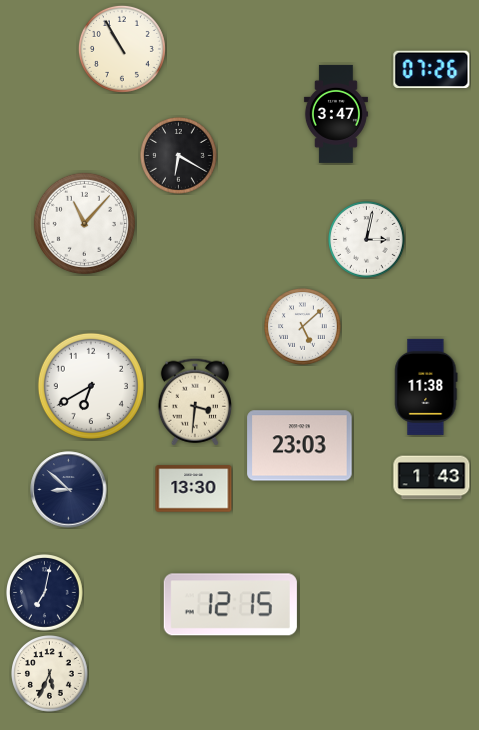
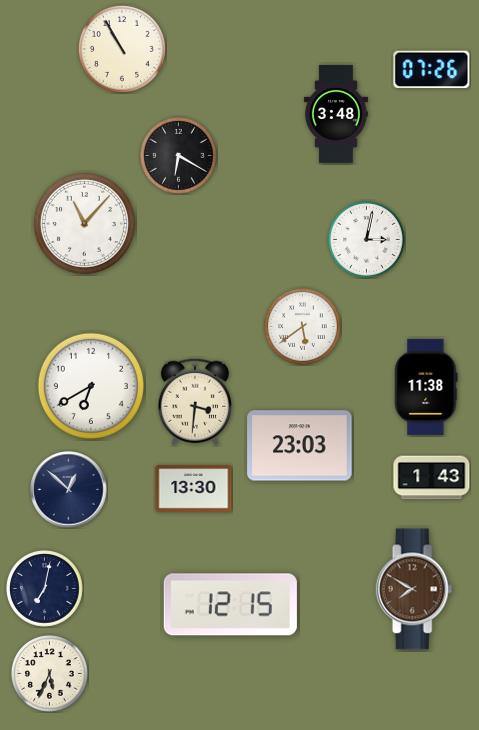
clock at (336, 114): 3:47 -> 3:48
clock at (303, 327): 5:08 -> 5:39
clock at (69, 490): 8:52 -> 12:52
clock at (414, 589): none -> 7:50
clock at (45, 593) position: (45, 593) -> (45, 589)
